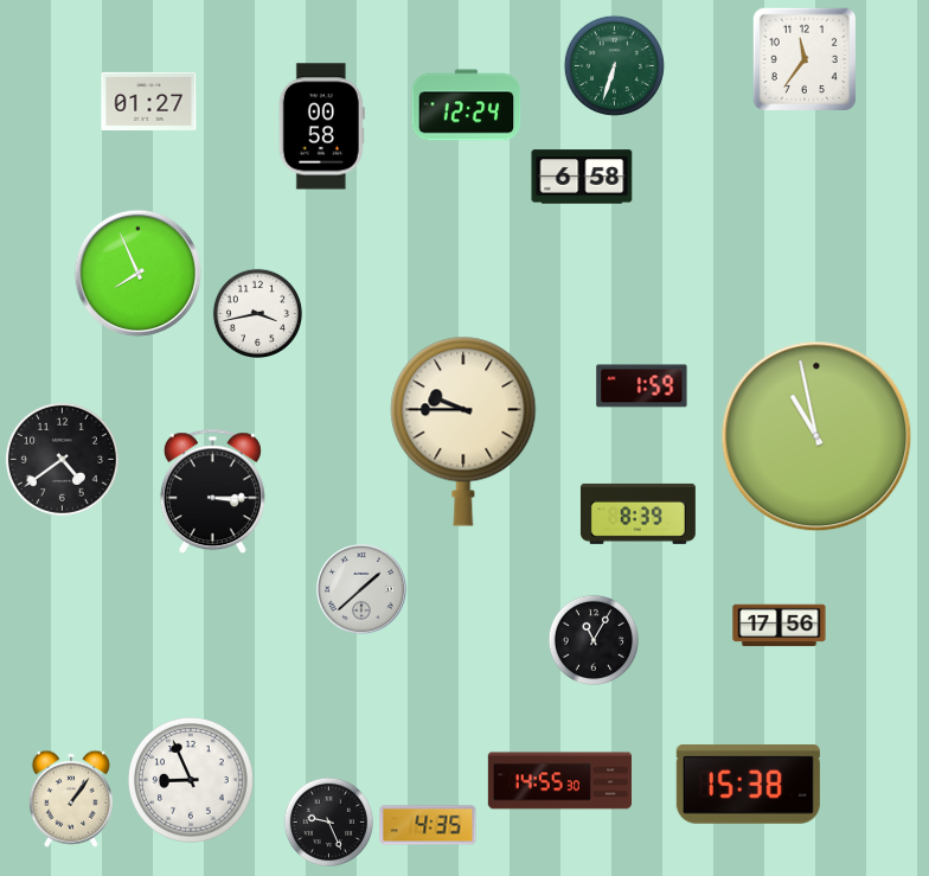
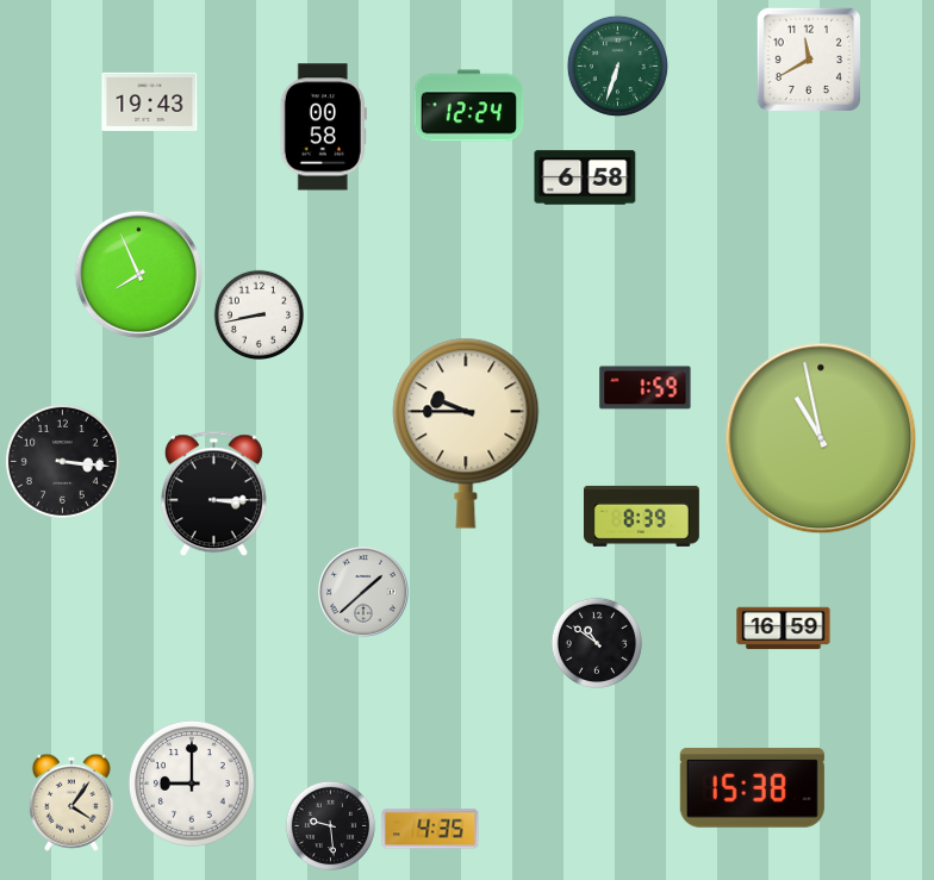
clock at (805, 59): 11:36 -> 11:40
clock at (149, 101): 01:27 -> 19:43
clock at (257, 313): 3:43 -> 8:43
clock at (62, 459): 4:39 -> 3:16
clock at (780, 626): 17:56 -> 16:59
clock at (592, 639): 11:05 -> 10:51
clock at (191, 780): 8:56 -> 9:00
clock at (559, 781): 14:55 -> none
clock at (71, 799): 1:06 -> 4:06
clock at (328, 821): 9:26 -> 9:29
